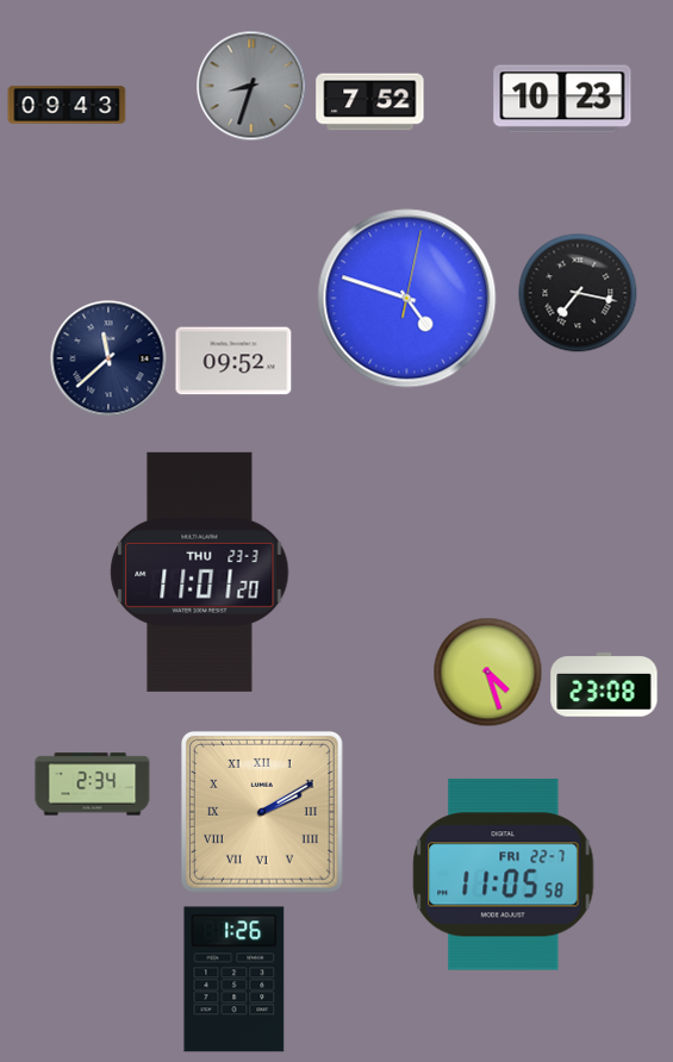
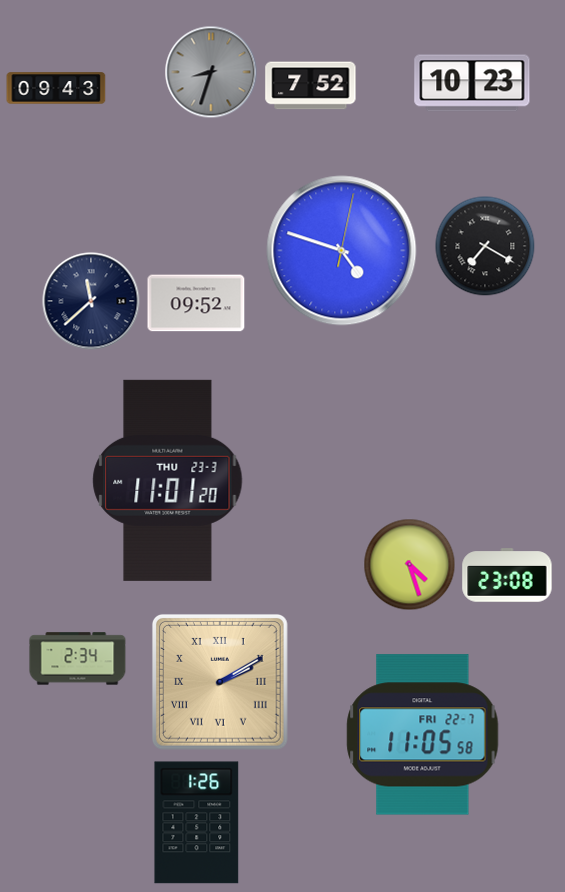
clock at (578, 293): 7:17 -> 7:20
